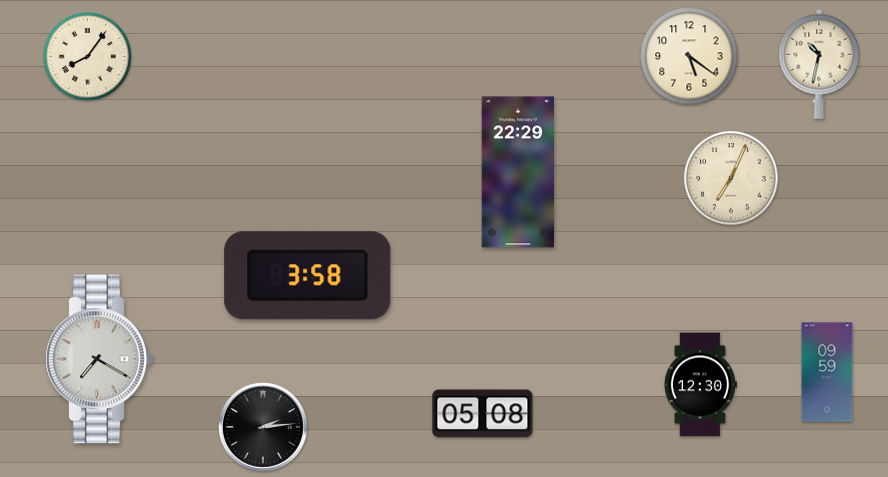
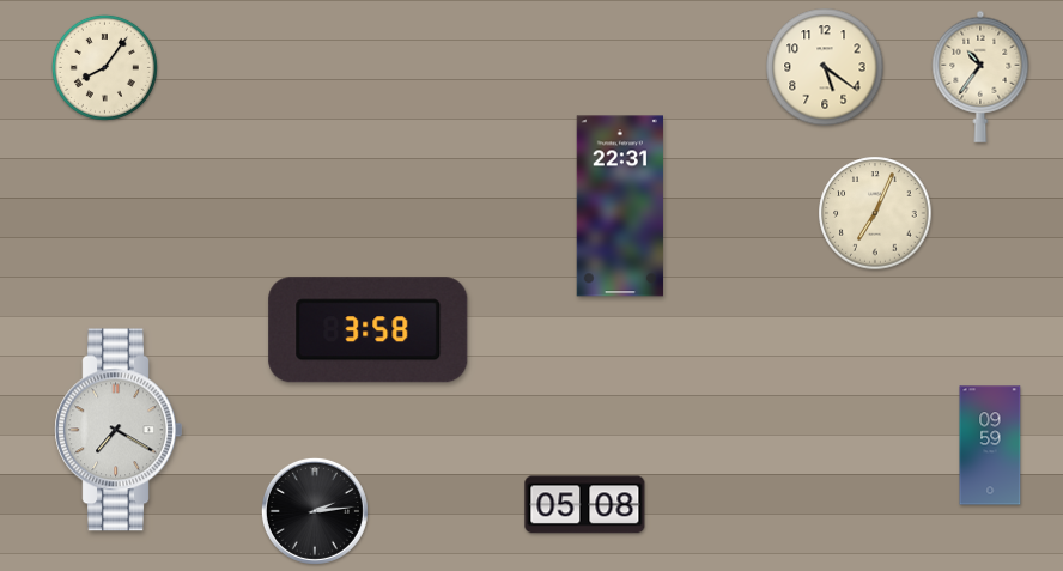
clock at (819, 64): 10:32 -> 10:36
clock at (517, 172): 22:29 -> 22:31
clock at (700, 385): 12:30 -> none
clock at (483, 414) position: (483, 414) -> (585, 505)
